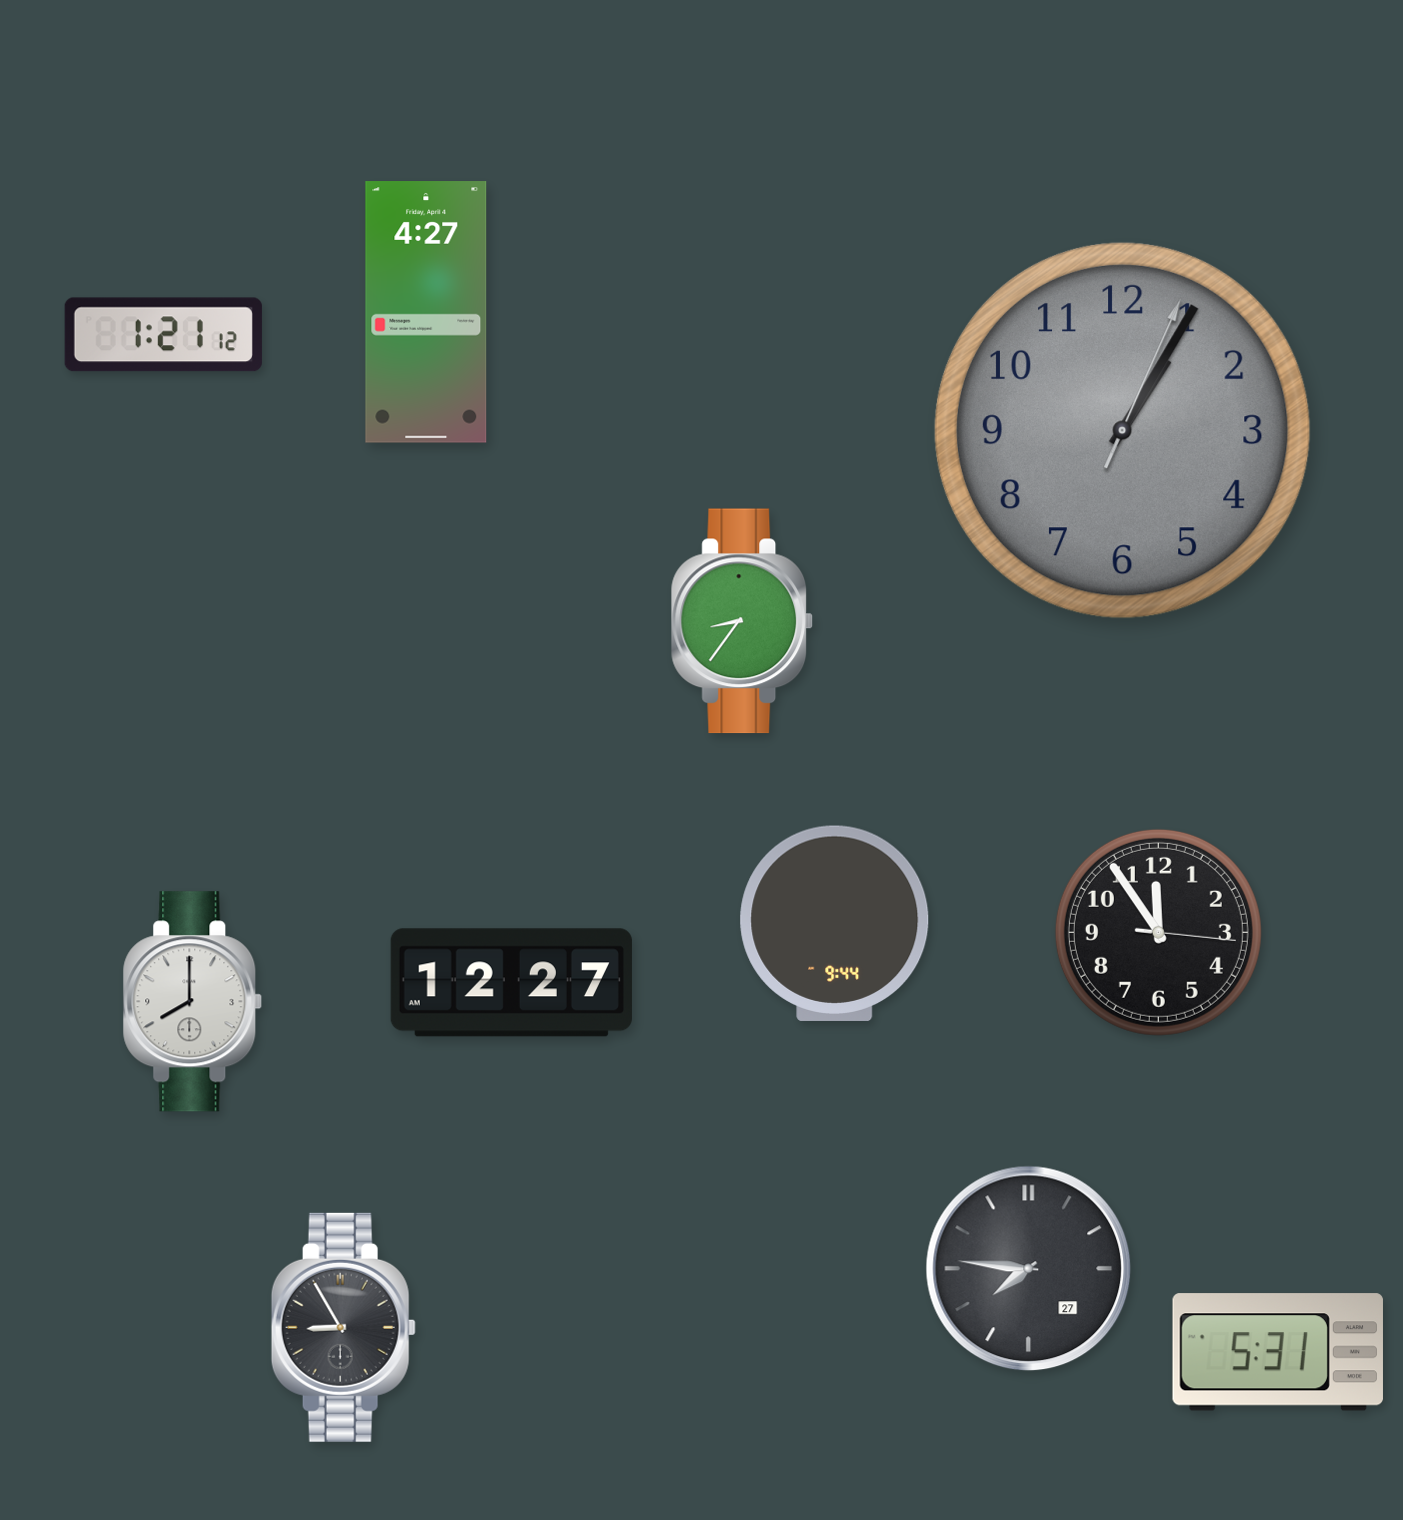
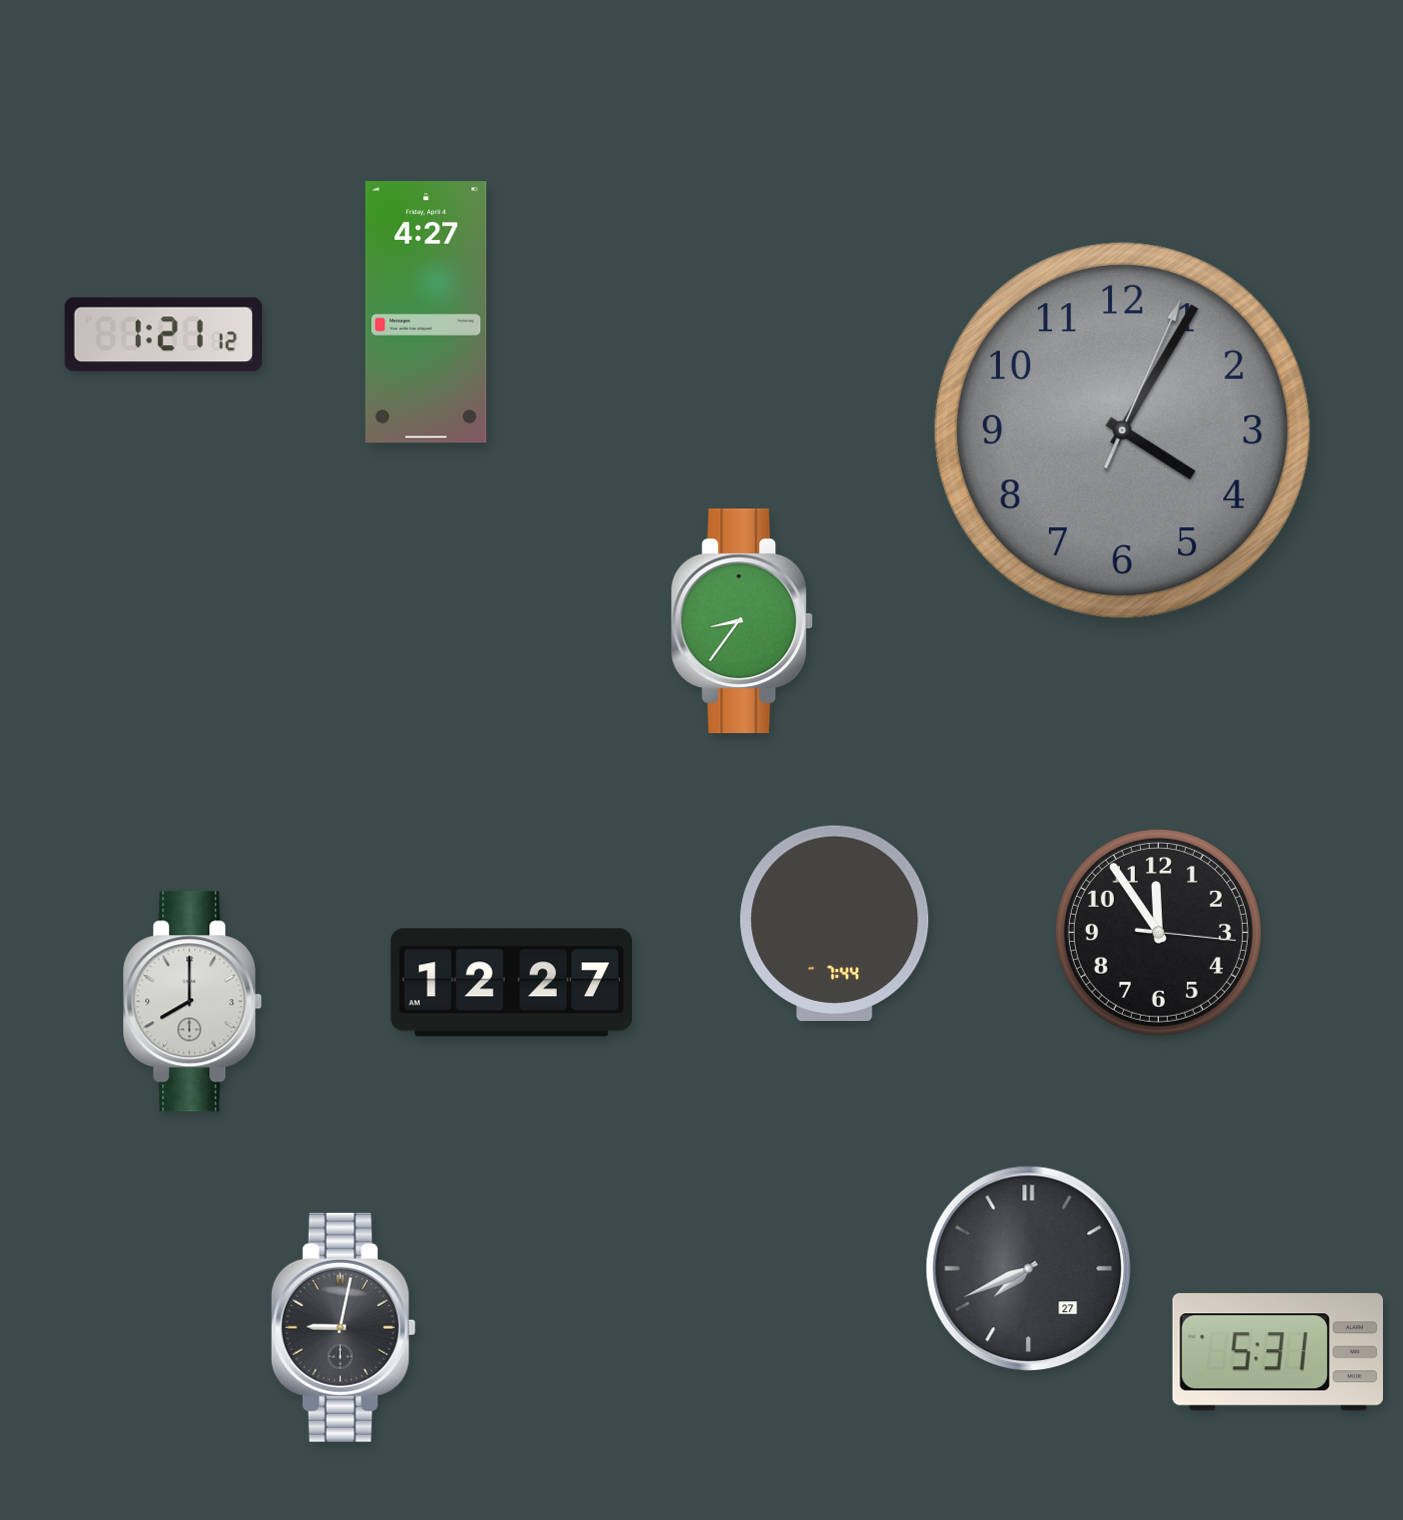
clock at (1122, 430): 1:05 -> 4:05
clock at (835, 923): 9:44 -> 7:44
clock at (1029, 1269): 7:46 -> 7:41
clock at (343, 1327): 8:55 -> 9:02
